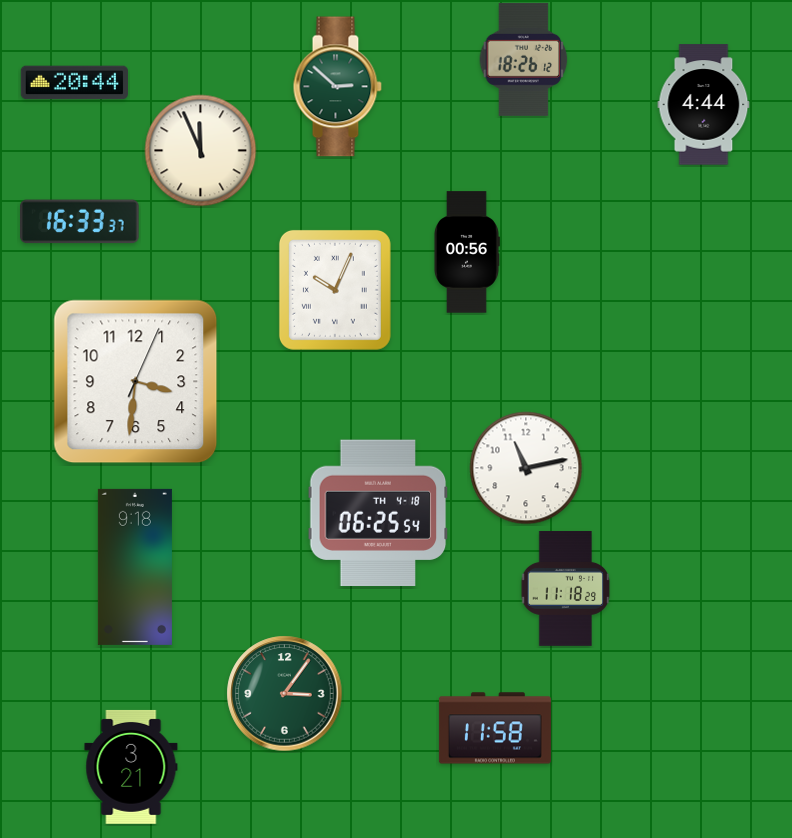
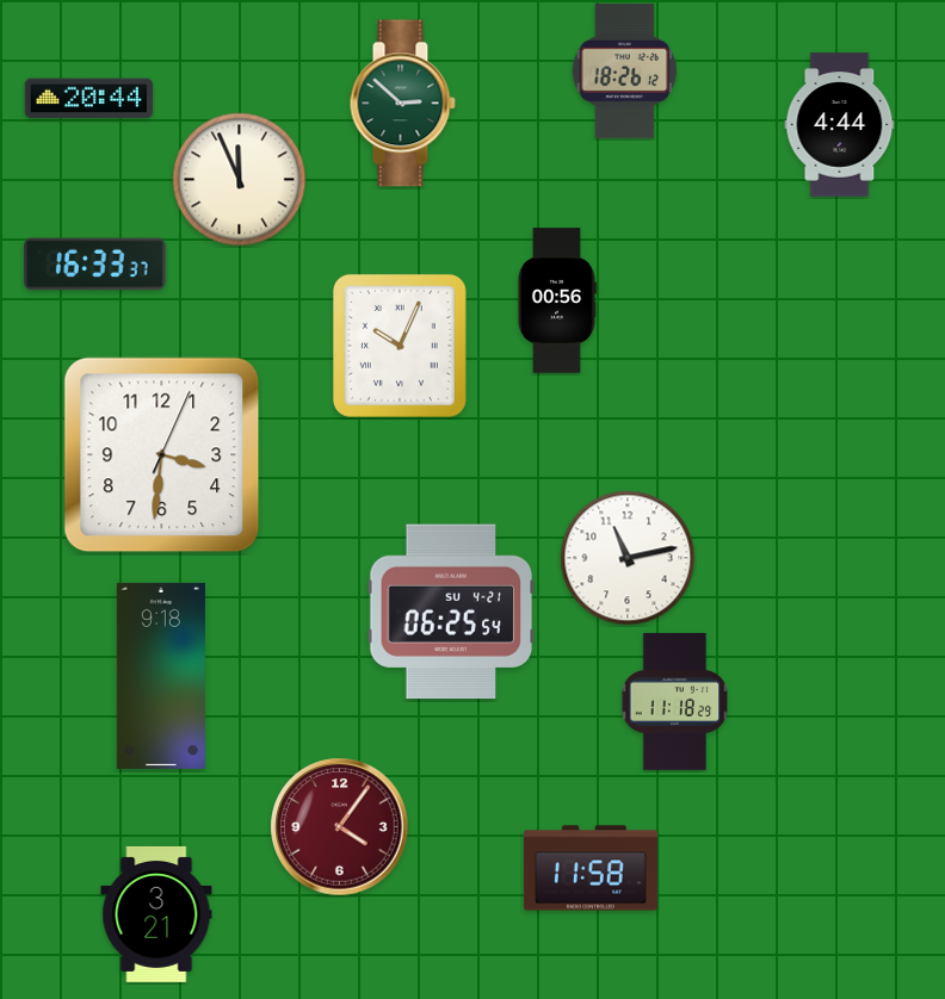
clock at (378, 513) date: TH 4-18 -> SU 4-21
clock at (285, 694): 3:06 -> 4:06
clock at (285, 694) dial: green -> burgundy
